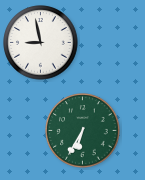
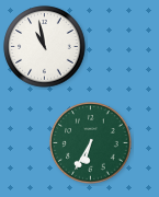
clock at (41, 43): 8:58 -> 10:58
